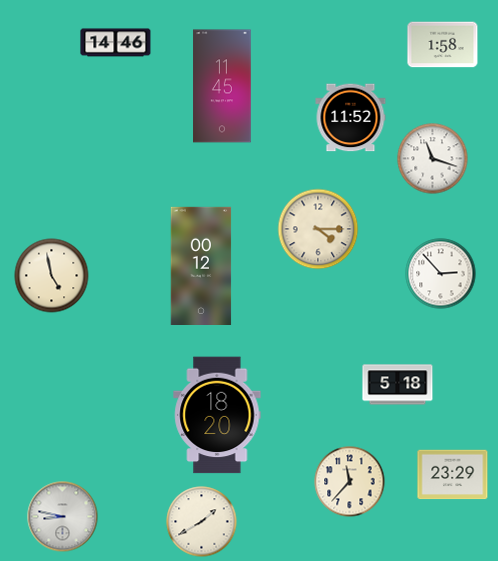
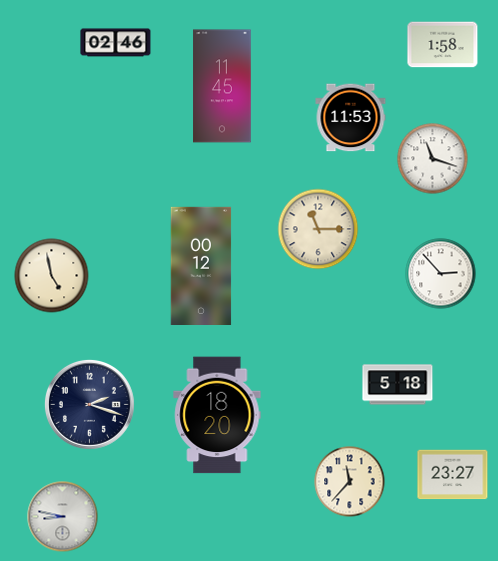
clock at (116, 43): 14:46 -> 02:46
clock at (351, 118): 11:52 -> 11:53
clock at (318, 229): 4:15 -> 11:15
clock at (89, 404): none -> 2:18
clock at (453, 475): 23:29 -> 23:27
clock at (202, 522): 1:40 -> none
